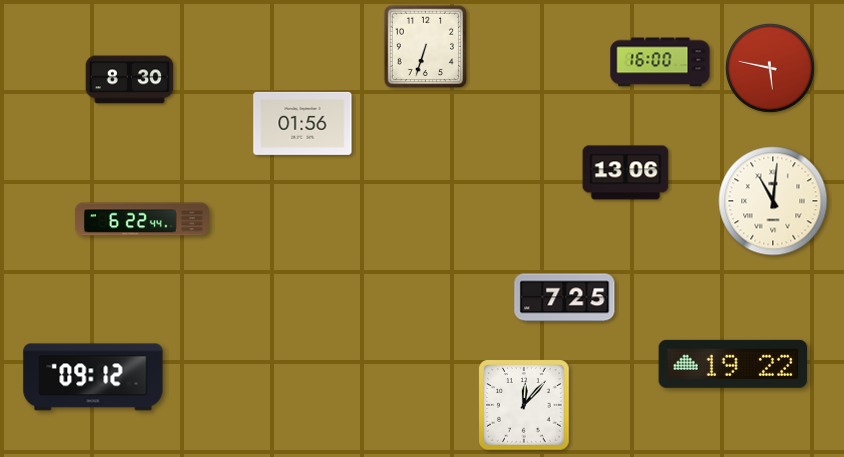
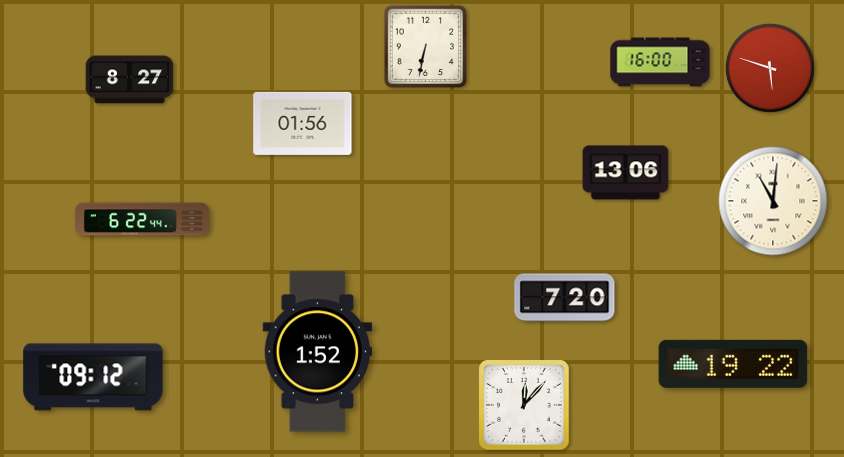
clock at (425, 46): 6:33 -> 6:32
clock at (770, 68): 5:47 -> 5:48
clock at (130, 80): 8:30 -> 8:27
clock at (565, 298): 7:25 -> 7:20
clock at (317, 352): none -> 1:52
